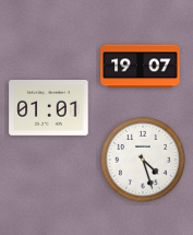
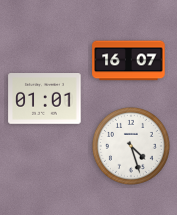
clock at (141, 67): 19:07 -> 16:07
